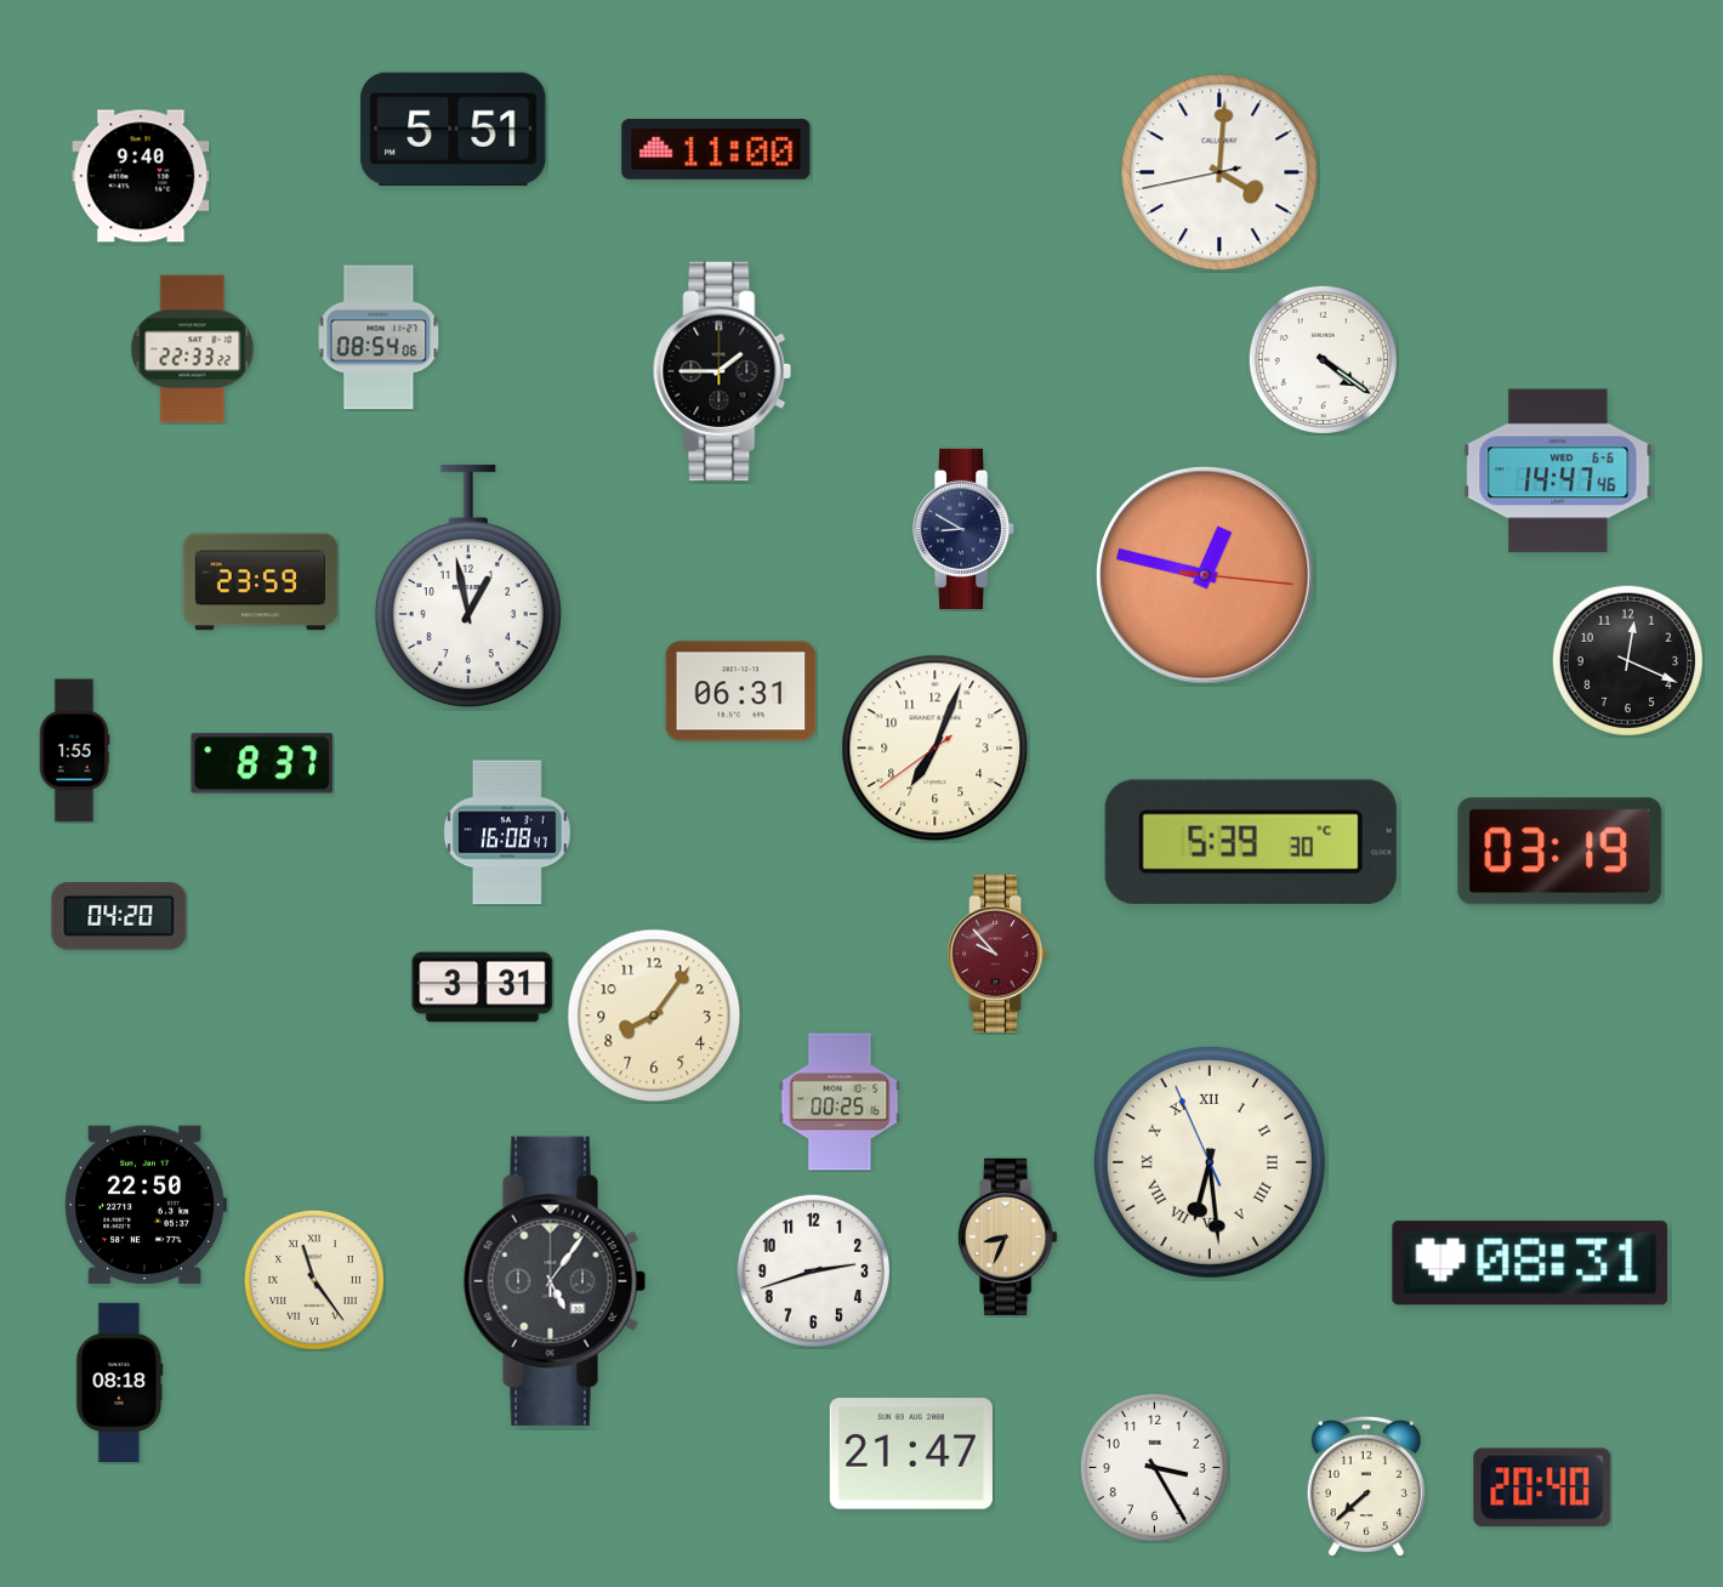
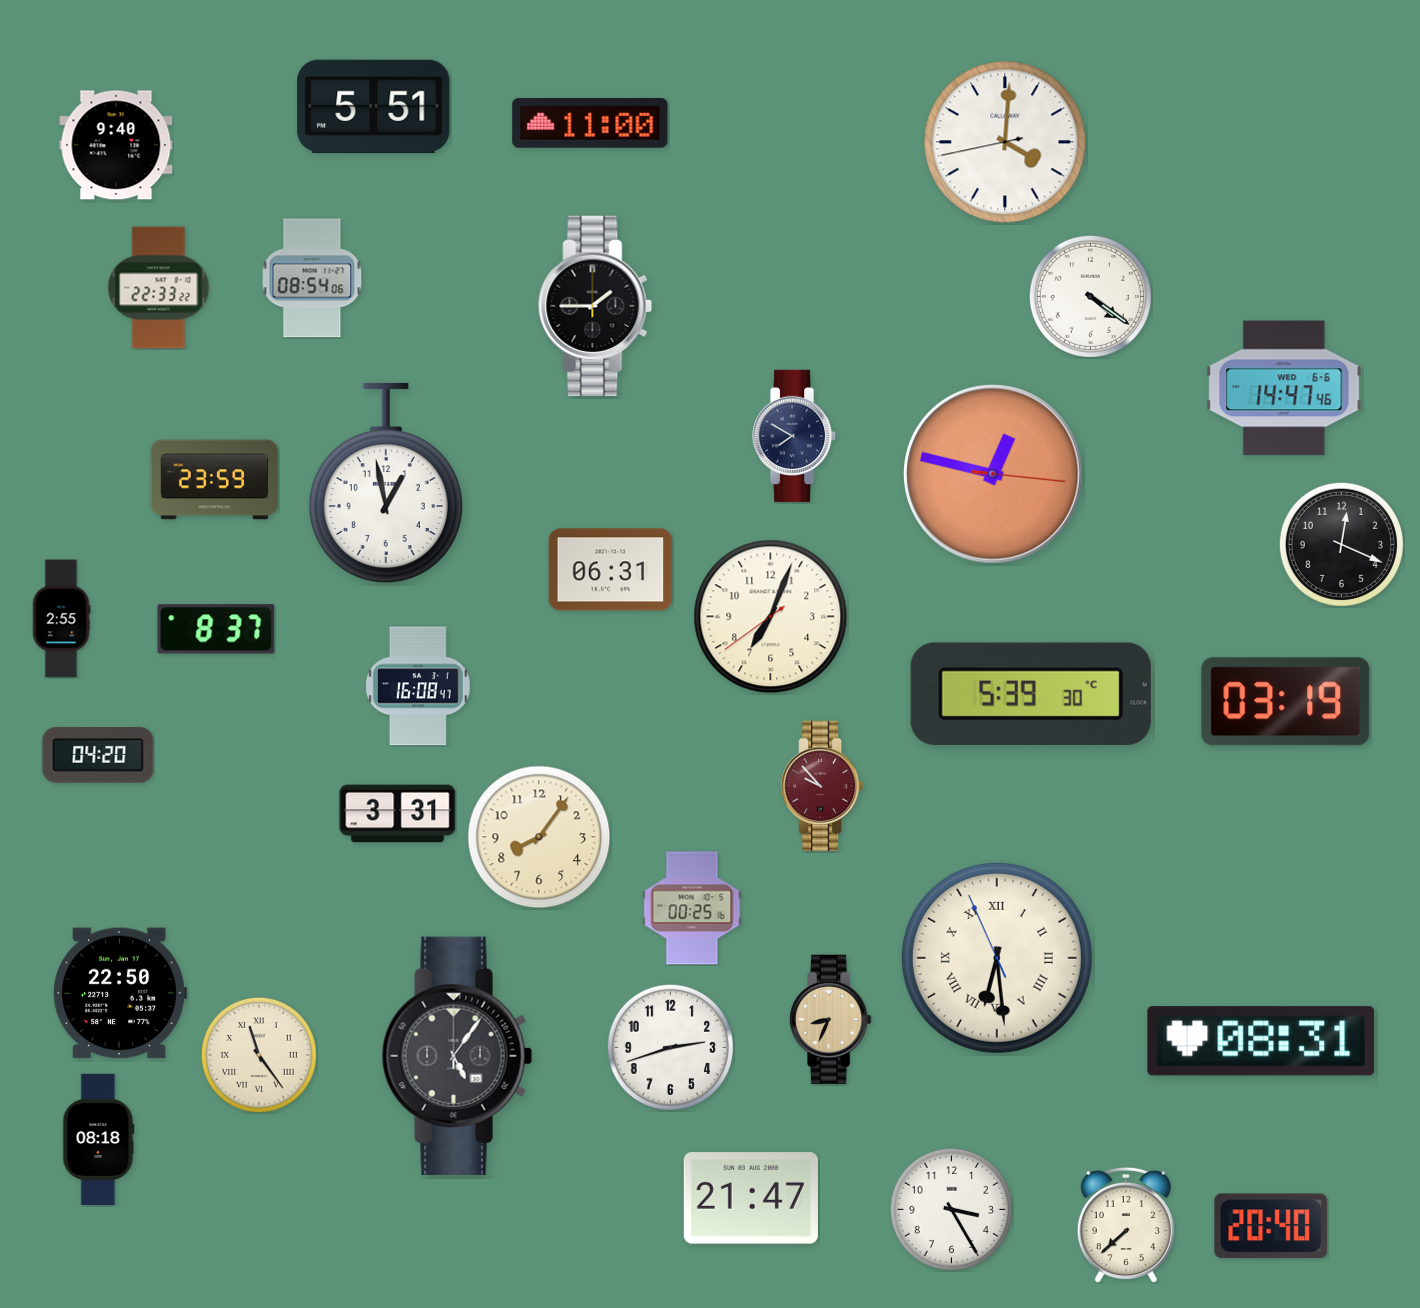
clock at (965, 529): 8:50 -> 7:50
clock at (74, 751): 1:55 -> 2:55
